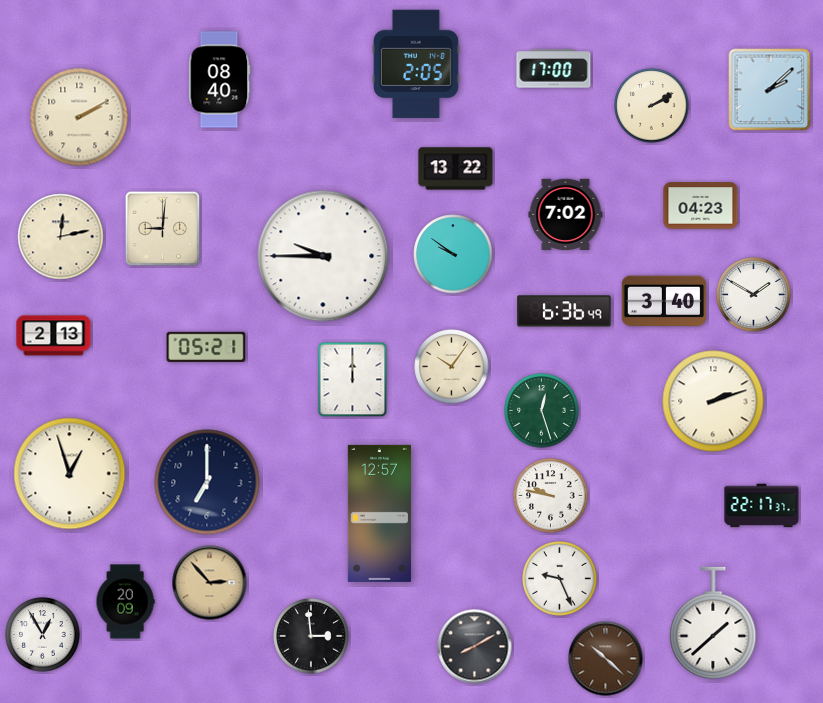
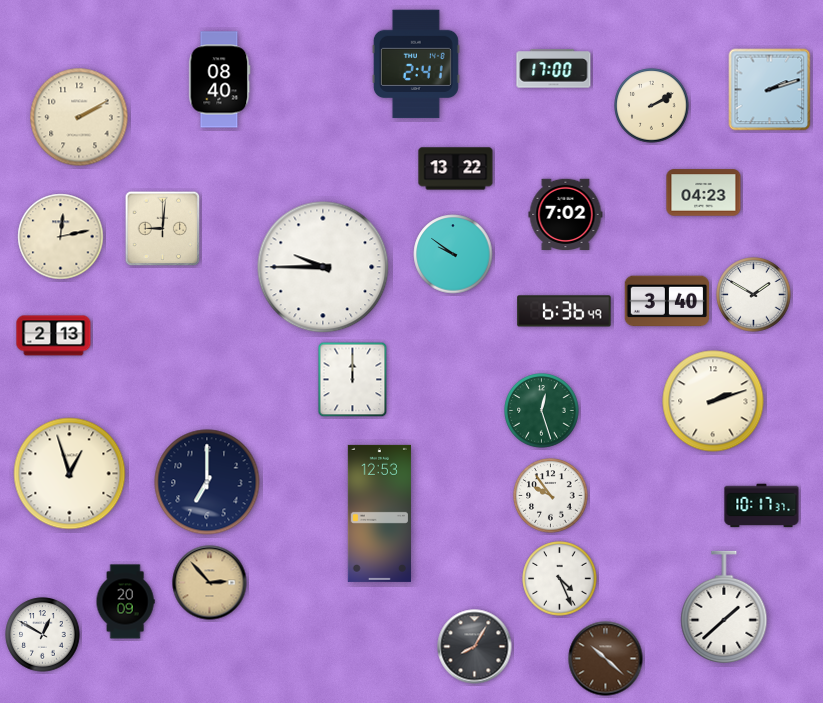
clock at (416, 64): 2:05 -> 2:41
clock at (770, 90): 2:08 -> 2:12
clock at (701, 206) position: (701, 206) -> (704, 193)
clock at (323, 256) position: (323, 256) -> (323, 267)
clock at (664, 301) position: (664, 301) -> (667, 301)
clock at (206, 347): 05:21 -> none
clock at (452, 367): 10:06 -> none
clock at (551, 496): 9:47 -> 9:54
clock at (762, 506): 22:17 -> 10:17
clock at (379, 513): 12:57 -> 12:53
clock at (560, 579): 9:26 -> 4:26
clock at (713, 623) position: (713, 623) -> (724, 607)
clock at (43, 635): 12:55 -> 12:50
clock at (311, 636): 2:59 -> none
clock at (475, 647): 8:10 -> 8:05
